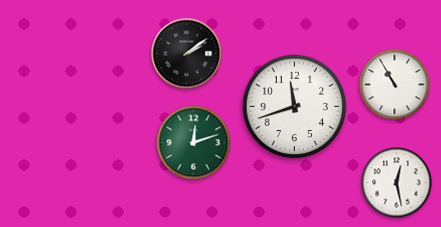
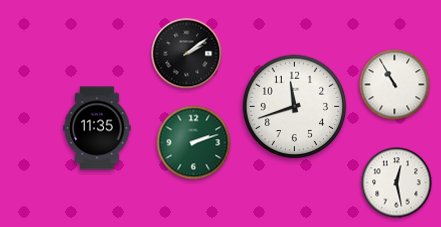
clock at (97, 128): none -> 11:35
clock at (194, 143): 12:12 -> 2:12
